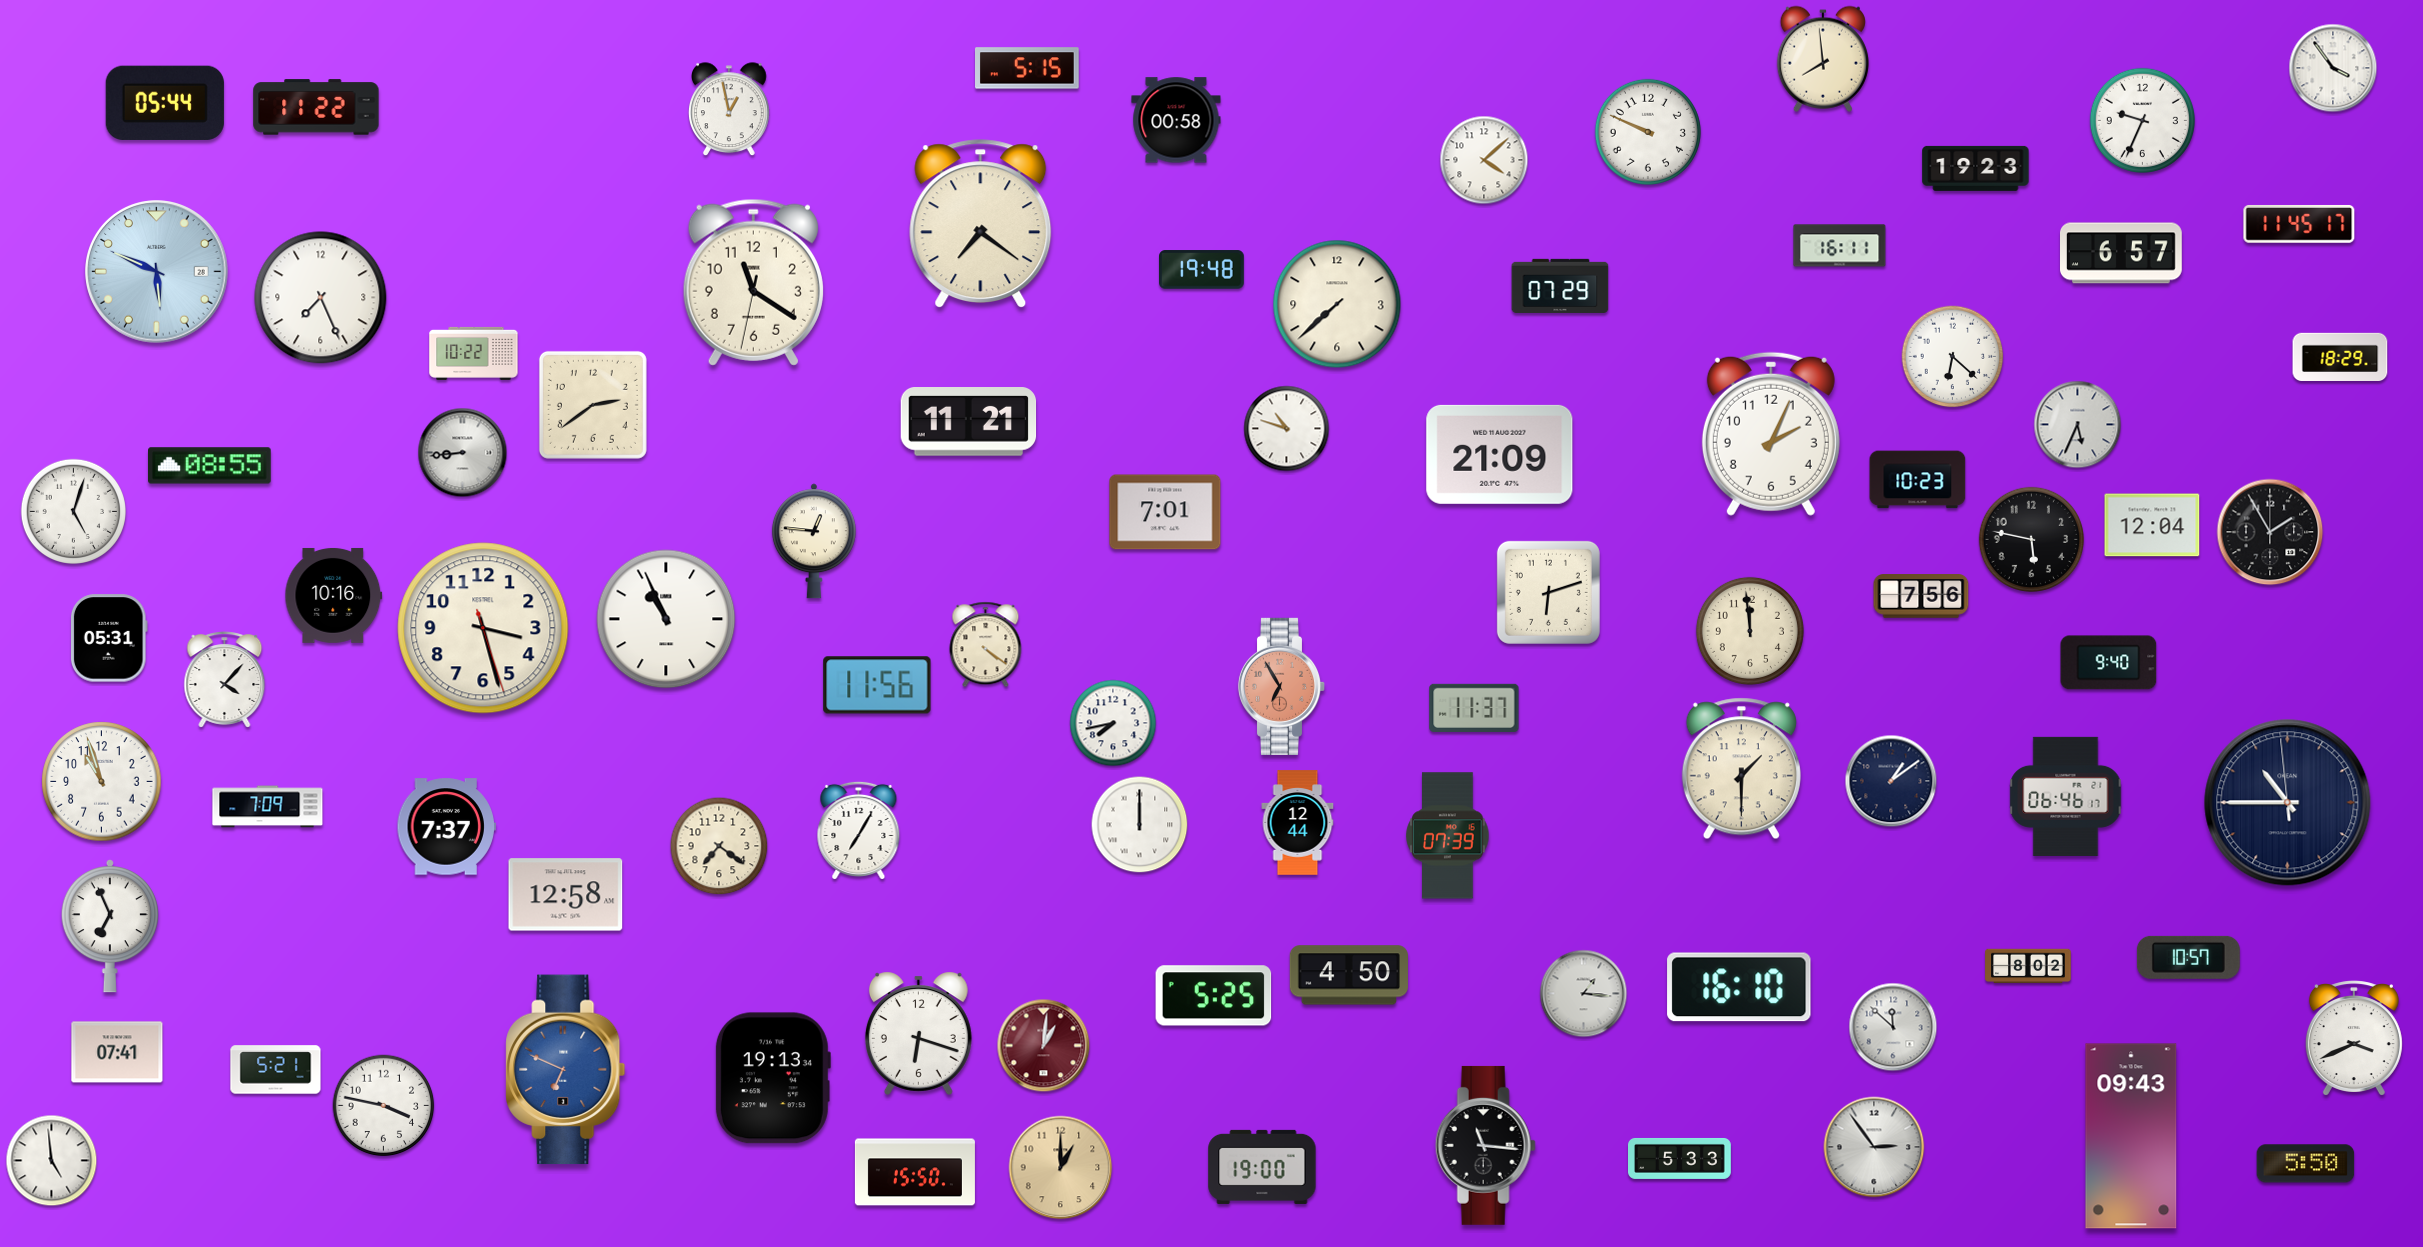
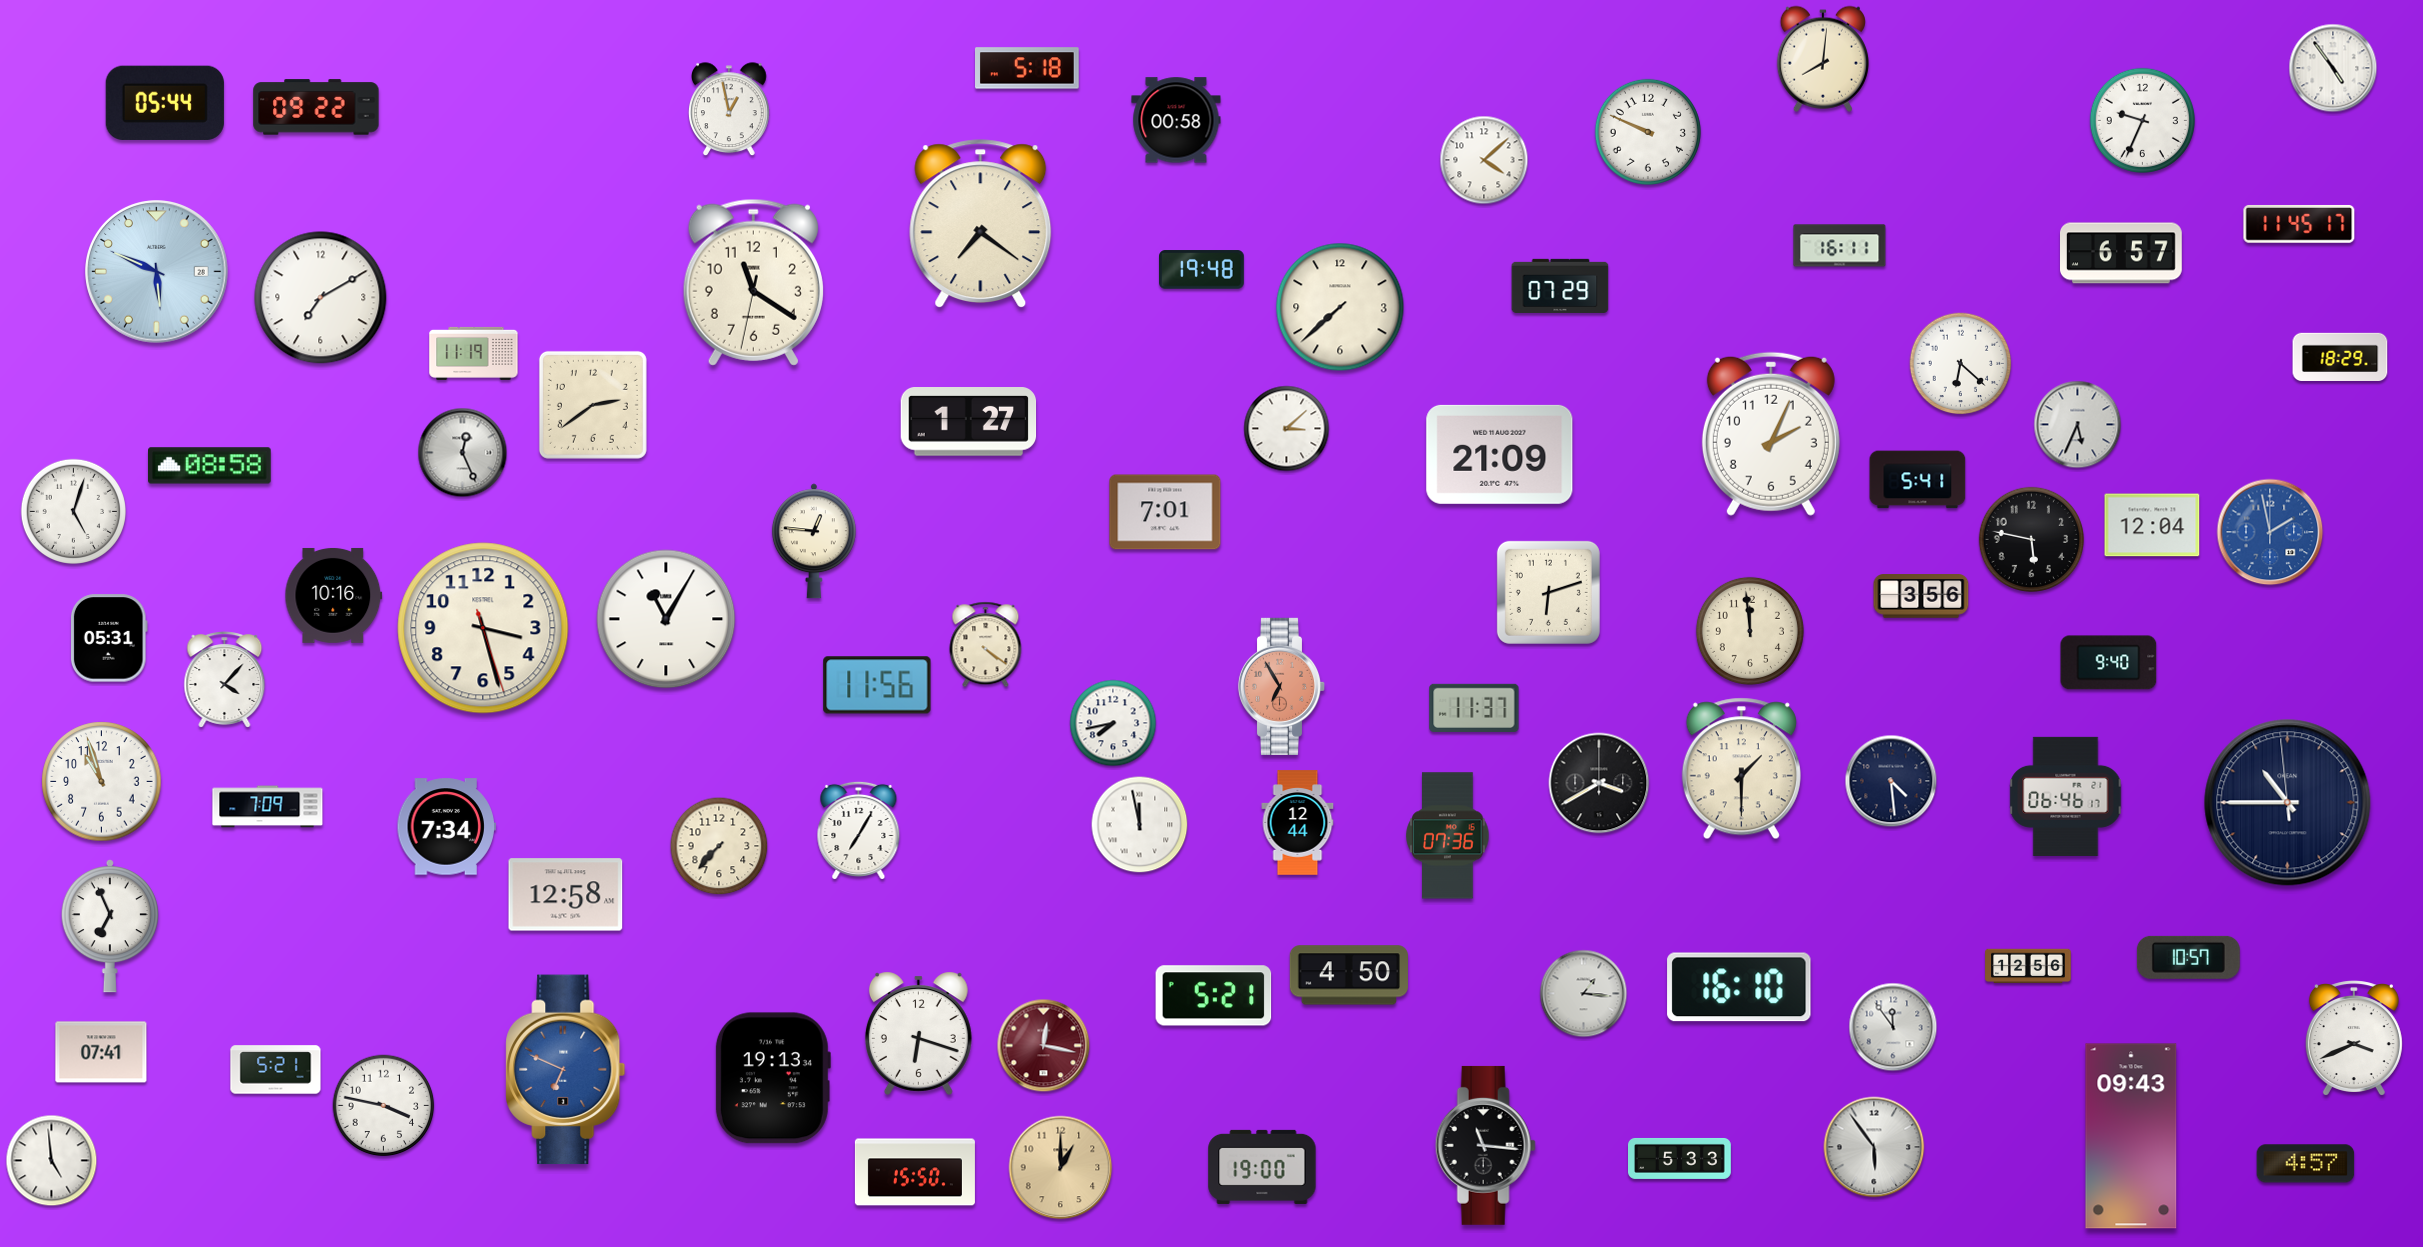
clock at (1823, 59): 7:59 -> 8:01
clock at (1028, 68): 5:15 -> 5:18
clock at (2333, 68): 3:54 -> 4:54
clock at (316, 107): 11:22 -> 09:22
clock at (1976, 168): 19:23 -> none
clock at (321, 298): 7:26 -> 7:10
clock at (1337, 304) position: (1337, 304) -> (1340, 307)
clock at (474, 353): 10:22 -> 11:19
clock at (1953, 357) position: (1953, 357) -> (1961, 364)
clock at (969, 422): 11:21 -> 1:27
clock at (1287, 429): 10:48 -> 3:08
clock at (463, 453): 8:44 -> 12:26
clock at (210, 466): 08:55 -> 08:58
clock at (1918, 480): 10:23 -> 5:41
clock at (2270, 532): 1:55 -> 1:58
clock at (2270, 532) dial: black -> blue
clock at (1921, 596): 7:56 -> 3:56
clock at (666, 619): 10:56 -> 11:05
clock at (1891, 781): 1:09 -> 4:29
clock at (1599, 783): none -> 3:40
clock at (1140, 825): 12:00 -> 11:58
clock at (446, 827): 7:37 -> 7:34
clock at (1448, 836): 07:39 -> 07:36
clock at (719, 846): 7:21 -> 7:37
clock at (2028, 966): 8:02 -> 12:56
clock at (1214, 996): 5:25 -> 5:21
clock at (1893, 1027): 11:52 -> 11:54
clock at (1044, 1046): 1:01 -> 12:17
clock at (117, 1052) position: (117, 1052) -> (101, 1052)
clock at (1874, 1147): 2:54 -> 5:54
clock at (2306, 1164): 5:50 -> 4:57
